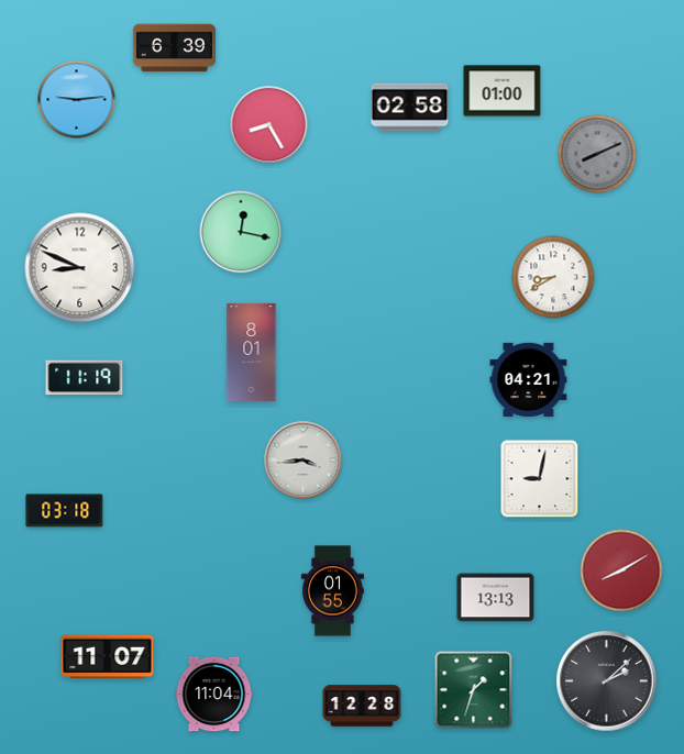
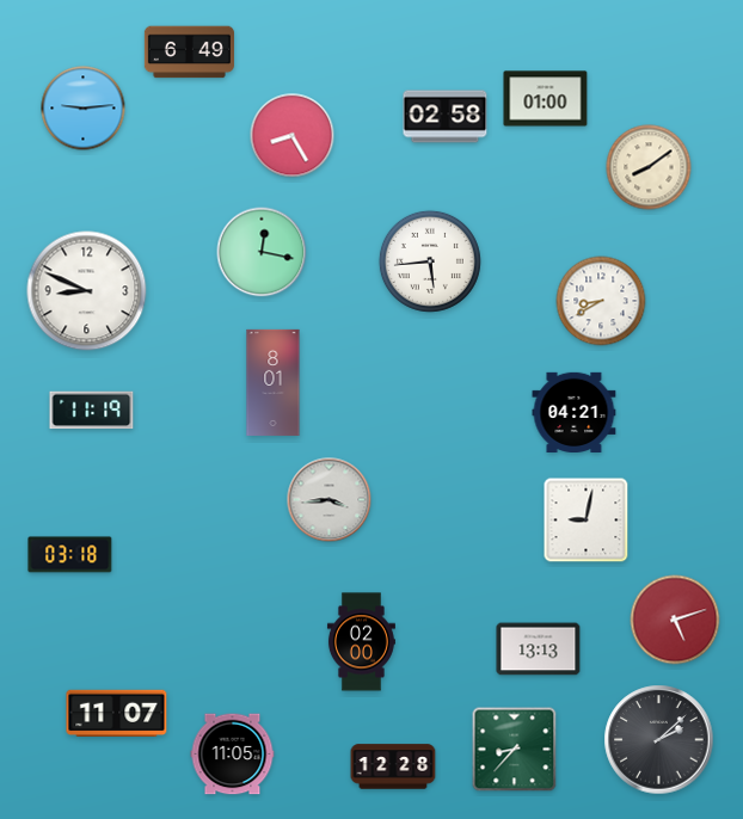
clock at (174, 48): 6:39 -> 6:49
clock at (597, 154): 8:11 -> 8:09
clock at (597, 154) dial: grey -> cream
clock at (430, 261): none -> 5:44
clock at (621, 570): 8:10 -> 5:12
clock at (332, 591): 01:55 -> 02:00
clock at (474, 690): 1:33 -> 8:37
clock at (214, 695): 11:04 -> 11:05
